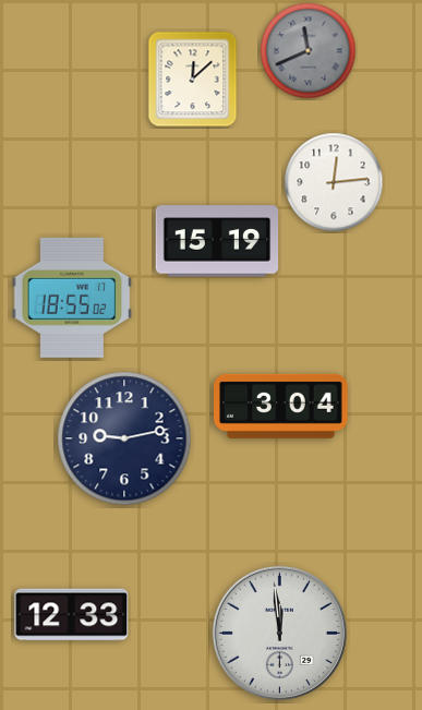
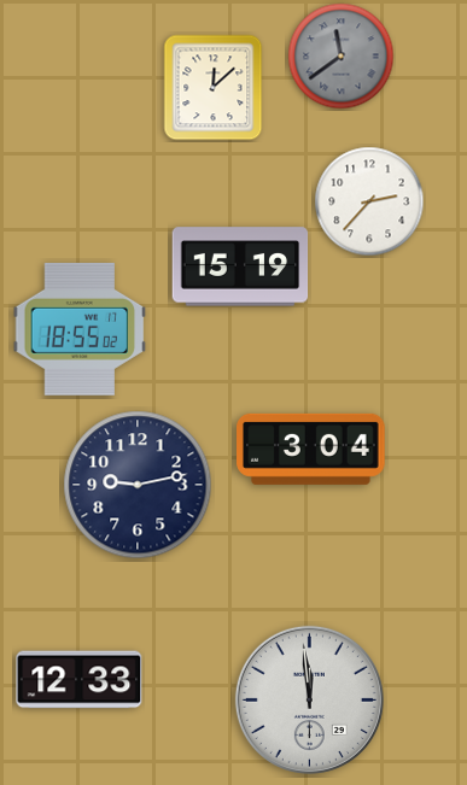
clock at (309, 51): 11:41 -> 11:39
clock at (334, 182): 12:14 -> 2:37
